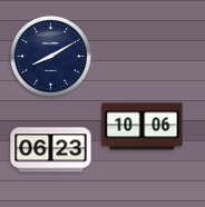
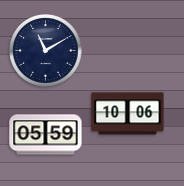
clock at (51, 57): 8:10 -> 11:10
clock at (51, 150): 06:23 -> 05:59
